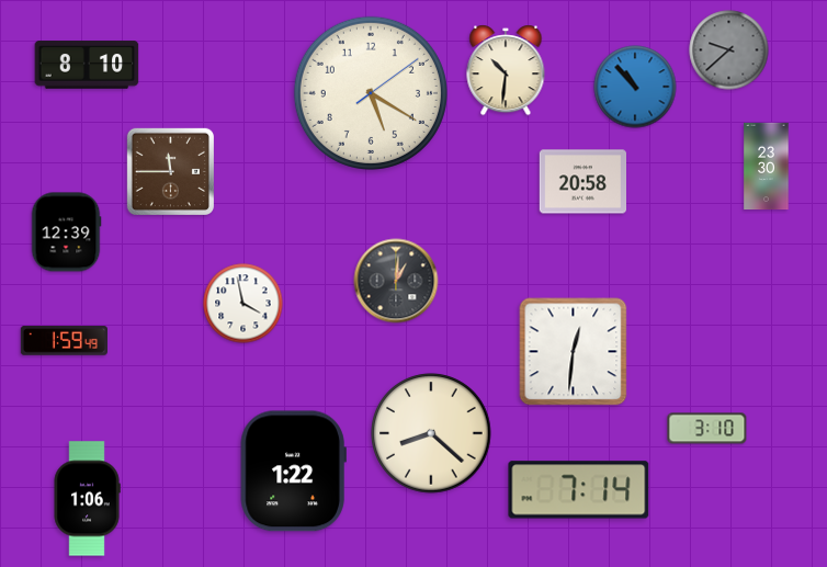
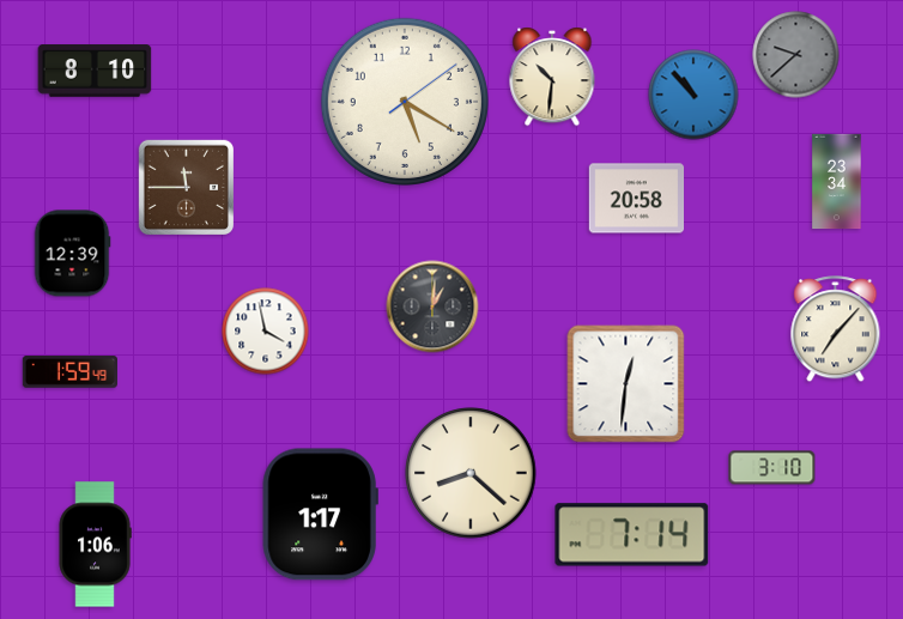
clock at (767, 167): 23:30 -> 23:34
clock at (836, 329): none -> 7:07
clock at (293, 472): 1:22 -> 1:17
